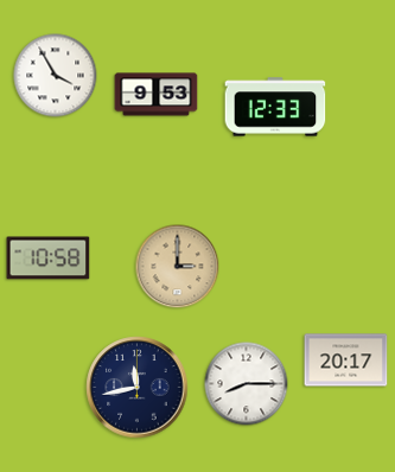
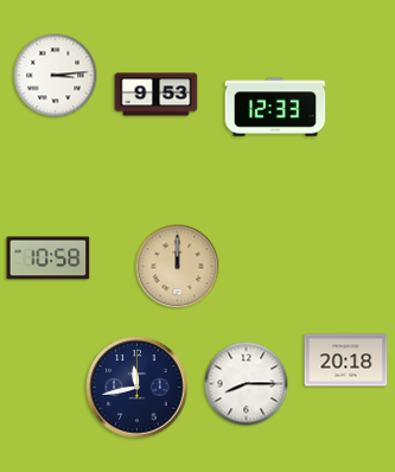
clock at (56, 76): 3:55 -> 3:14
clock at (178, 267): 3:00 -> 12:00
clock at (346, 361): 20:17 -> 20:18
